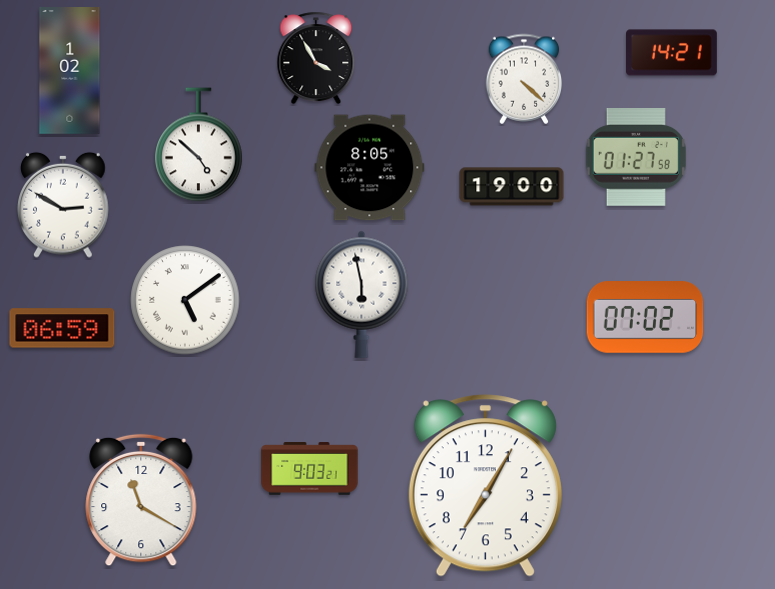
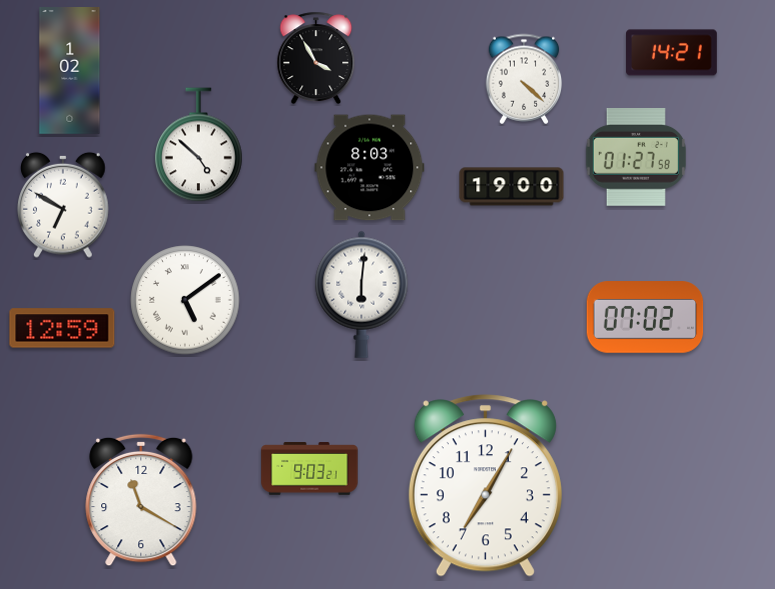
clock at (370, 168): 8:05 -> 8:03
clock at (63, 205): 2:50 -> 6:50
clock at (362, 294): 5:58 -> 6:01
clock at (62, 328): 06:59 -> 12:59
